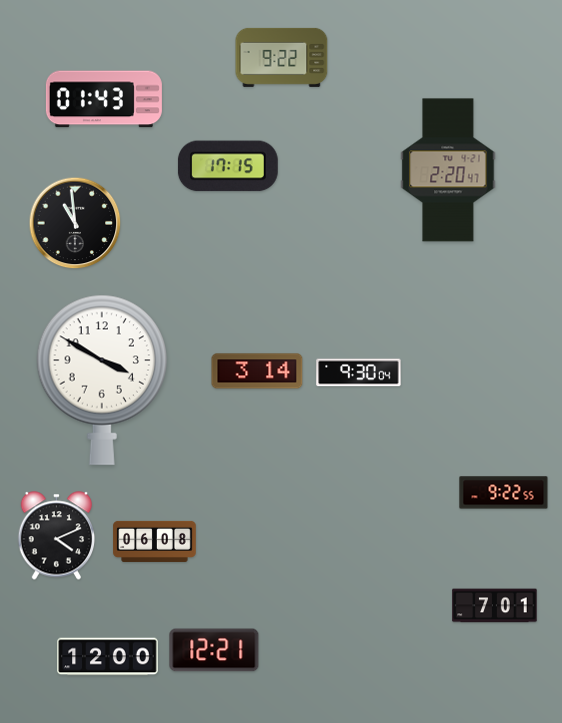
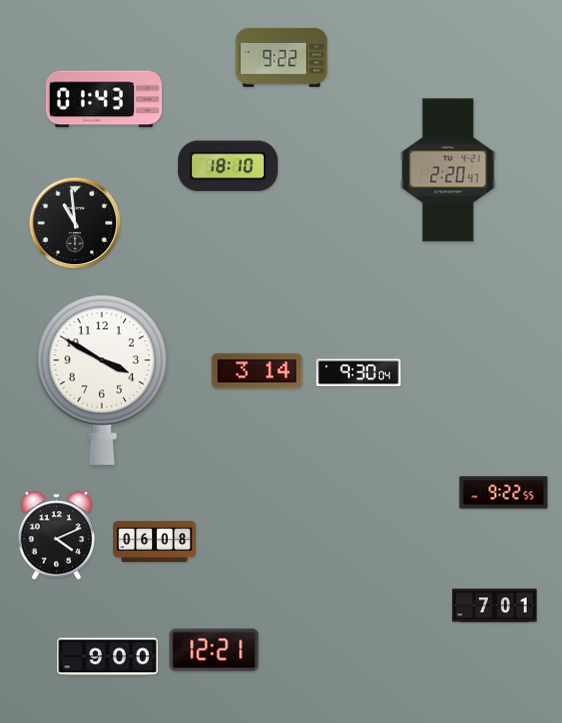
clock at (228, 166): 17:15 -> 18:10
clock at (108, 657): 12:00 -> 9:00
